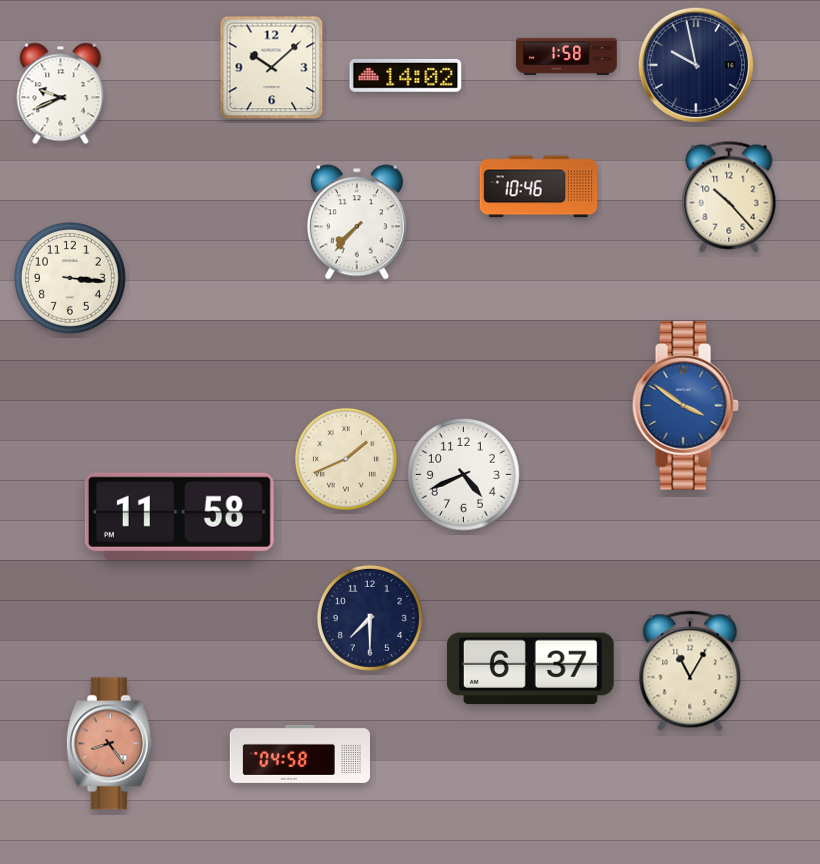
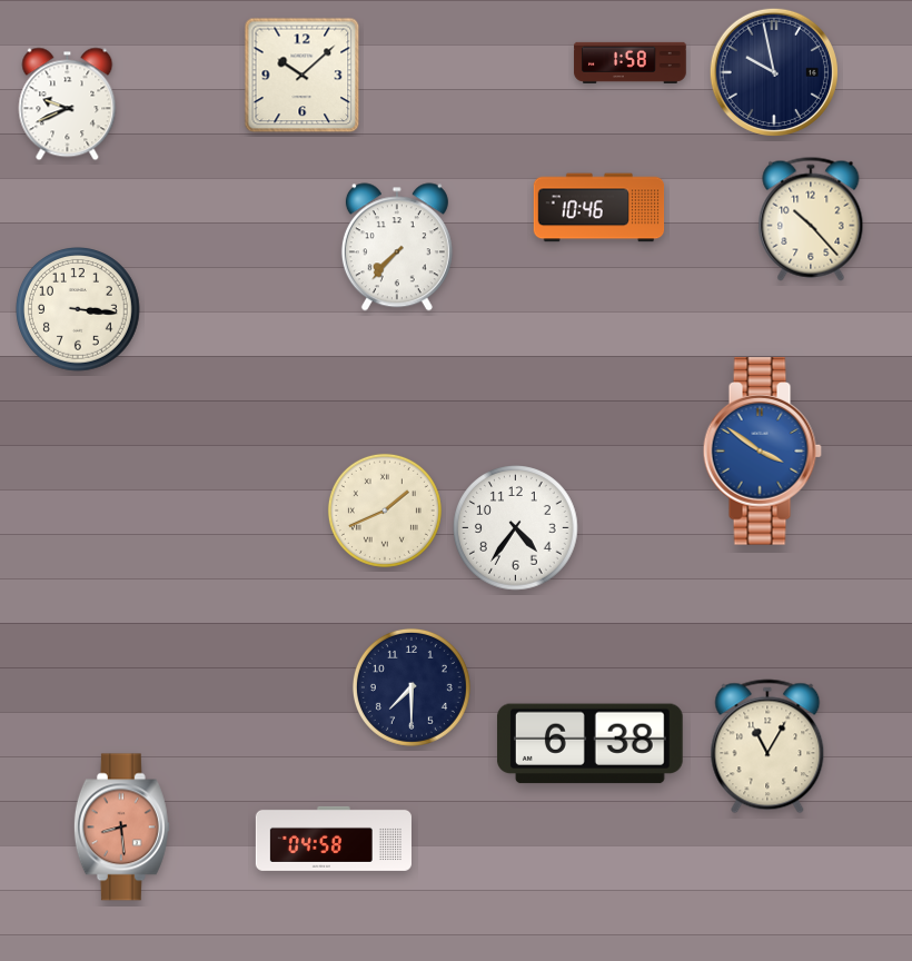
clock at (406, 75): 14:02 -> none
clock at (464, 475): 4:41 -> 4:36
clock at (179, 516): 11:58 -> none
clock at (530, 669): 6:37 -> 6:38
clock at (109, 744): 8:24 -> 8:29
